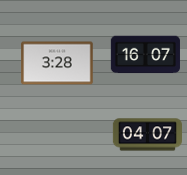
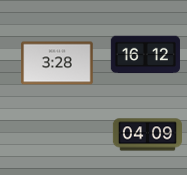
clock at (145, 55): 16:07 -> 16:12
clock at (147, 135): 04:07 -> 04:09
